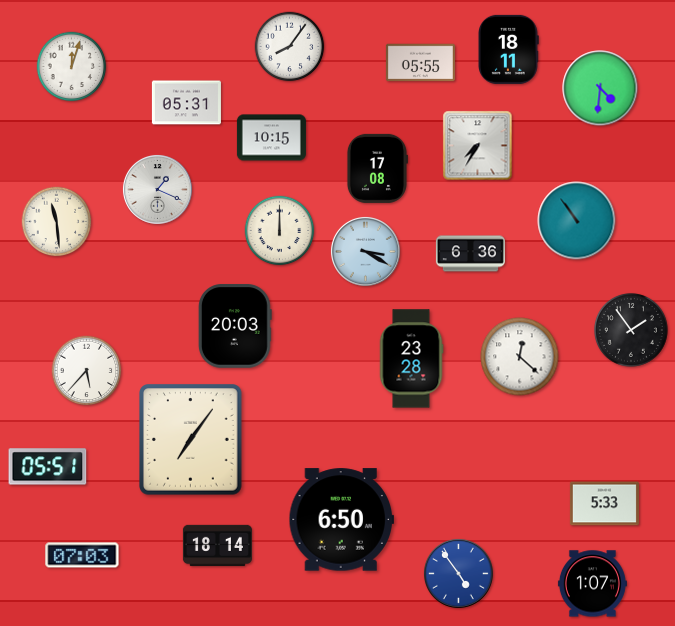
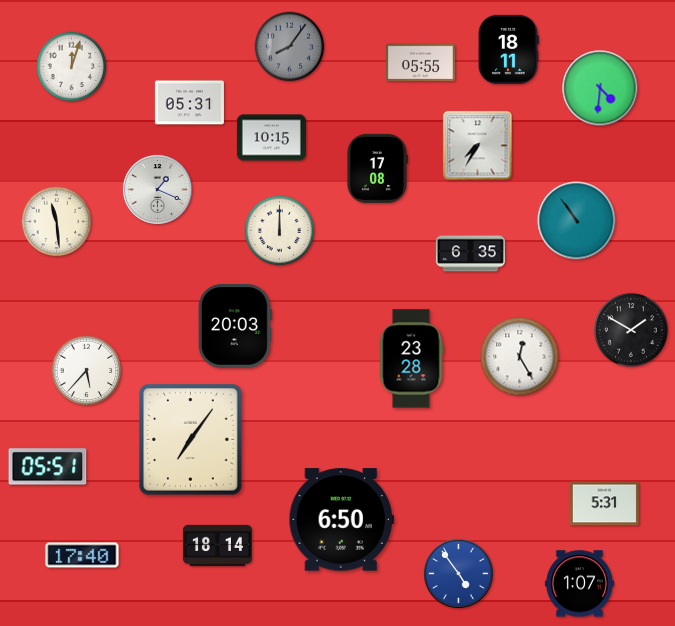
clock at (290, 47) dial: white -> grey
clock at (186, 103) position: (186, 103) -> (189, 103)
clock at (366, 252): 3:20 -> none
clock at (470, 254): 6:36 -> 6:35
clock at (631, 330): 1:54 -> 1:50
clock at (520, 357): 12:22 -> 12:25
clock at (604, 504): 5:33 -> 5:31
clock at (82, 555): 07:03 -> 17:40
clock at (592, 584) position: (592, 584) -> (579, 584)
